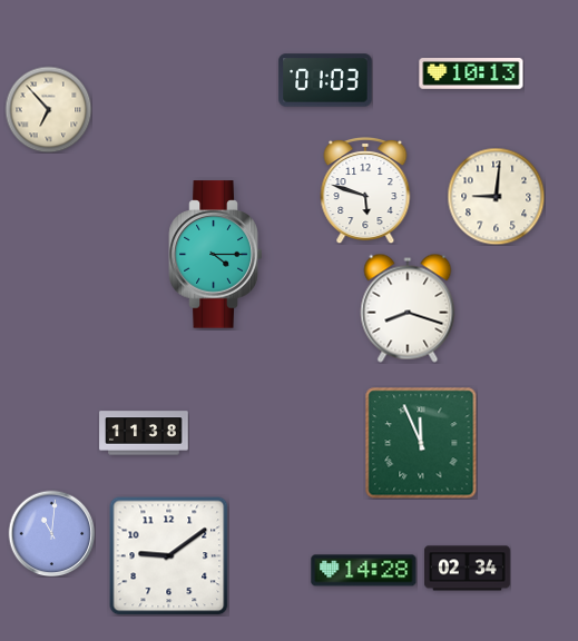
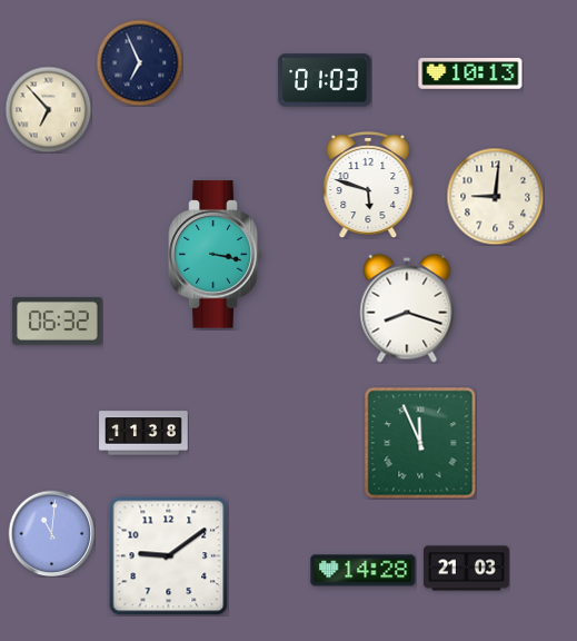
clock at (139, 62): none -> 6:56
clock at (365, 190) position: (365, 190) -> (368, 185)
clock at (216, 255): 4:15 -> 3:17
clock at (58, 322): none -> 06:32
clock at (468, 569): 02:34 -> 21:03
